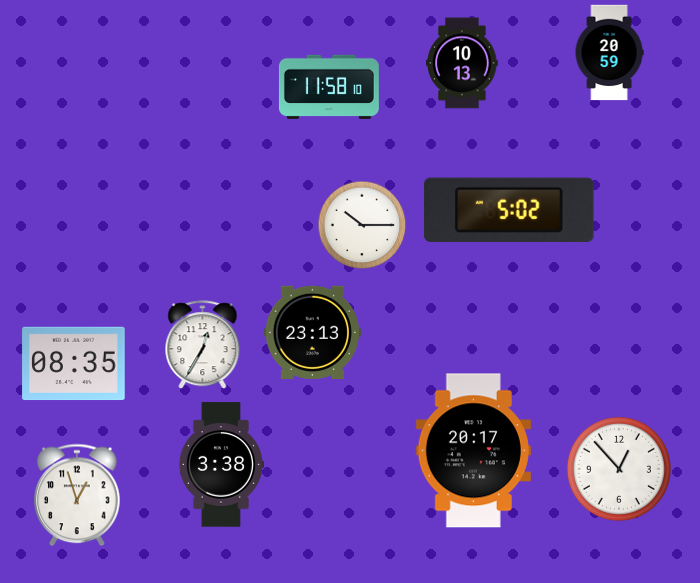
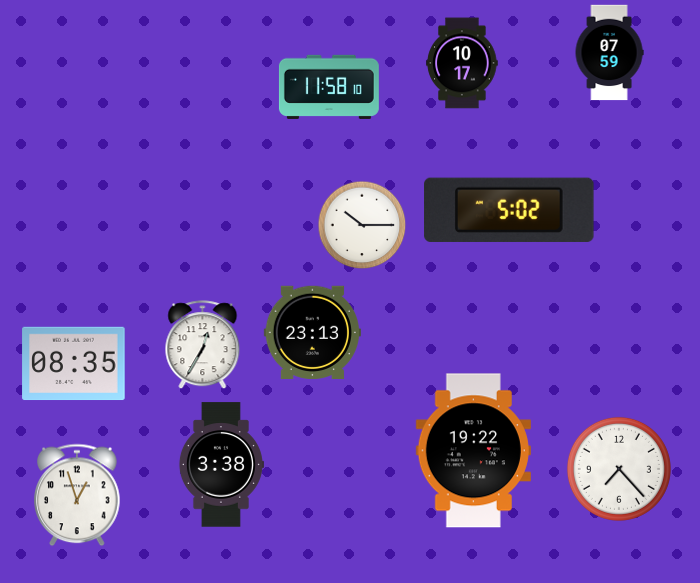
clock at (609, 53): 20:59 -> 07:59
clock at (462, 63): 10:13 -> 10:17
clock at (473, 451): 20:17 -> 19:22
clock at (619, 469): 12:53 -> 7:23
